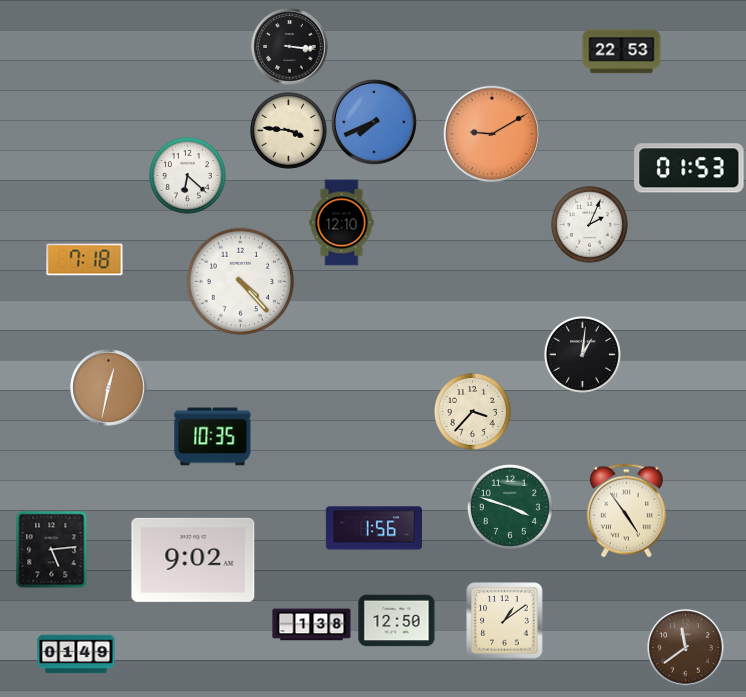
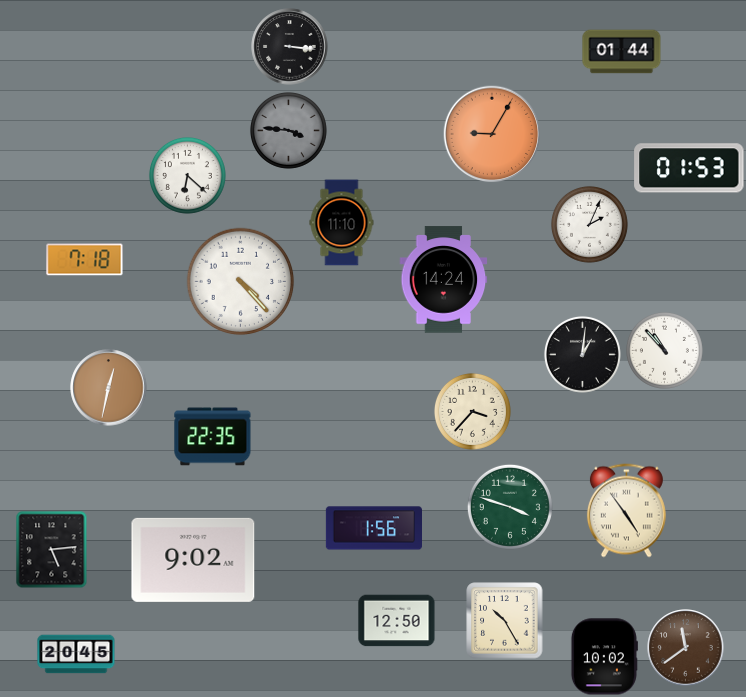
clock at (622, 52): 22:53 -> 01:44
clock at (374, 122): 7:41 -> none
clock at (288, 130) dial: cream -> grey
clock at (492, 134): 9:10 -> 9:05
clock at (342, 223): 12:10 -> 11:10
clock at (444, 280): none -> 14:24
clock at (664, 350): none -> 10:53
clock at (213, 437): 10:35 -> 22:35
clock at (505, 621): 1:09 -> 10:25
clock at (312, 625): 1:38 -> none
clock at (76, 654): 01:49 -> 20:45
clock at (604, 657): none -> 10:02
